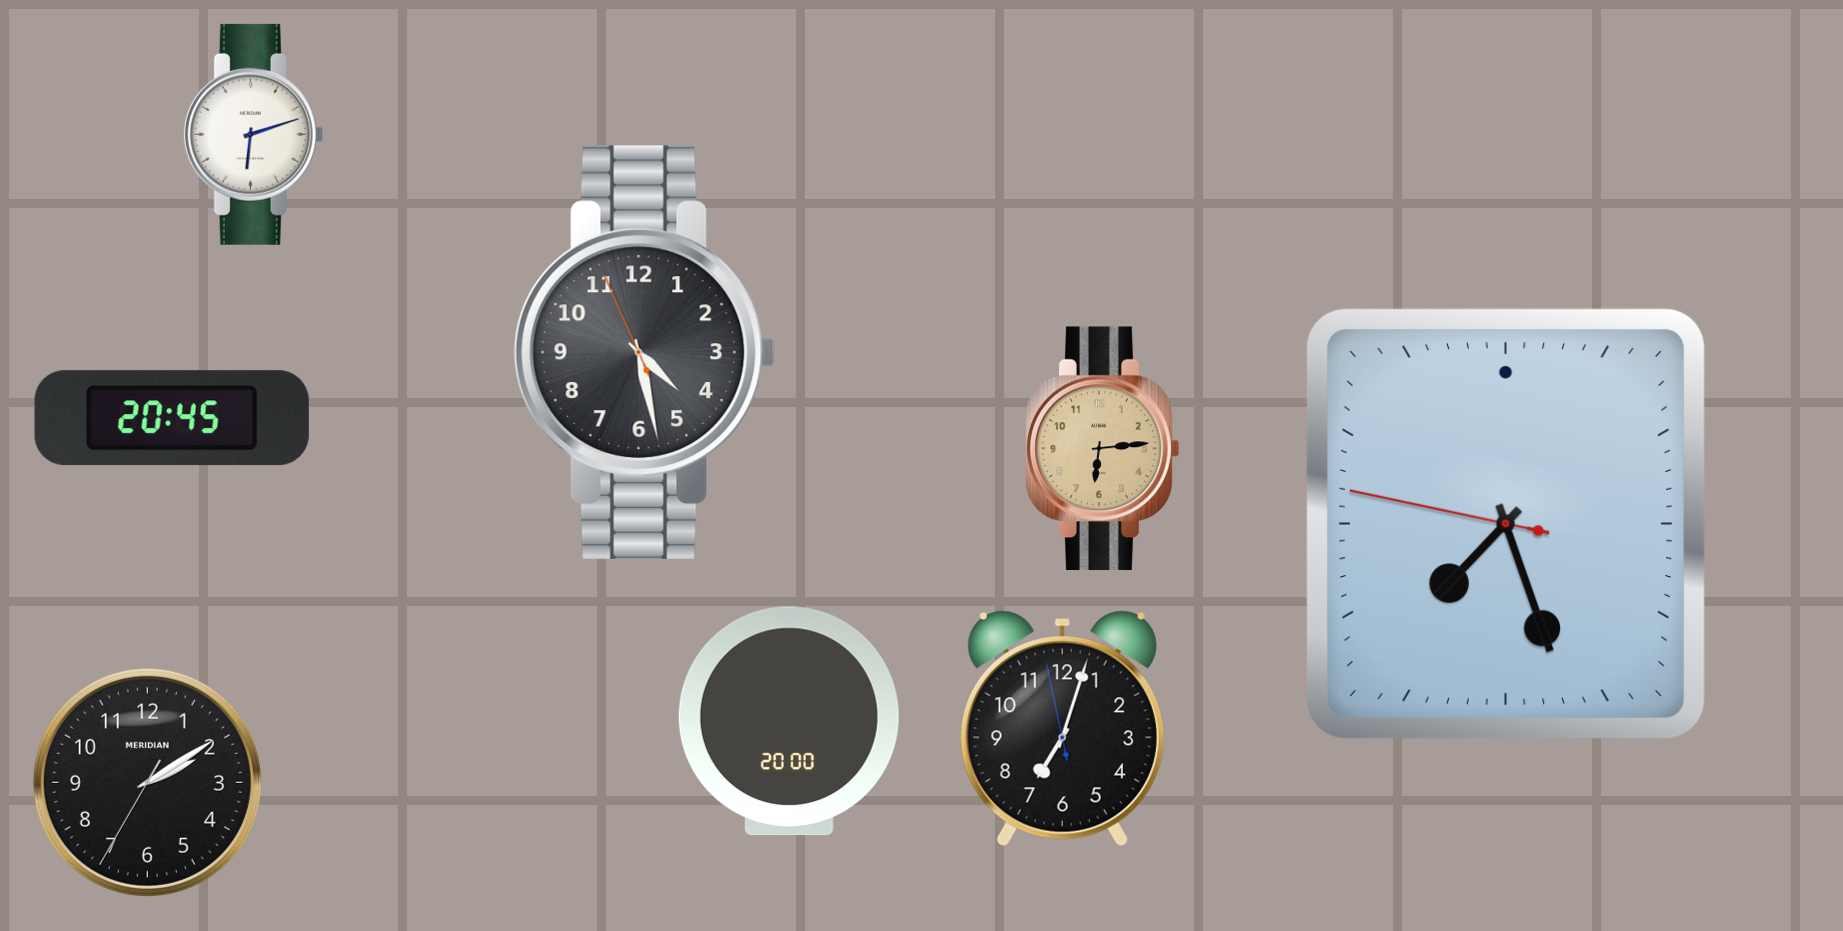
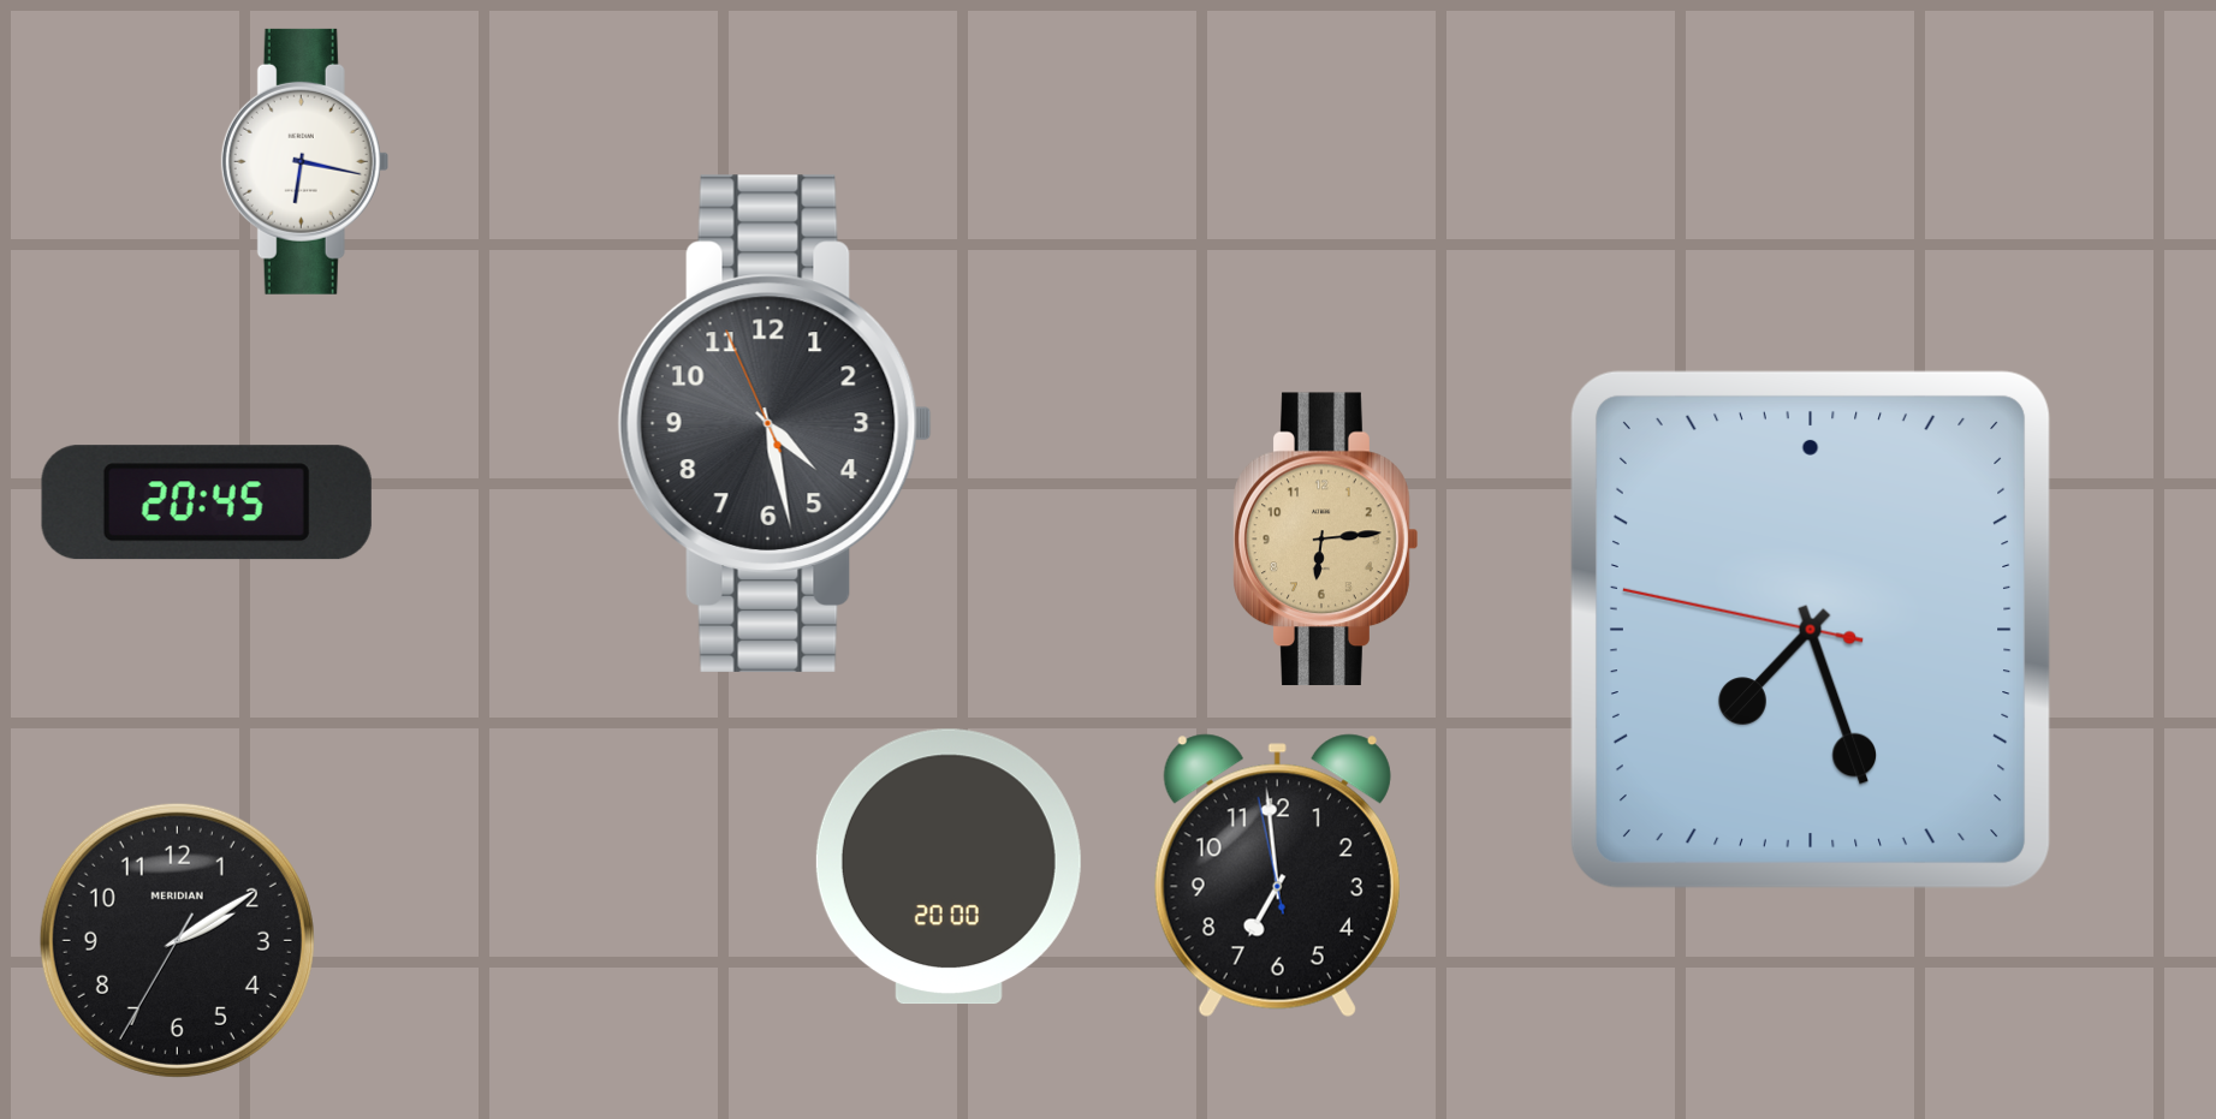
clock at (254, 134): 6:12 -> 6:17
clock at (1062, 729): 7:02 -> 6:58
